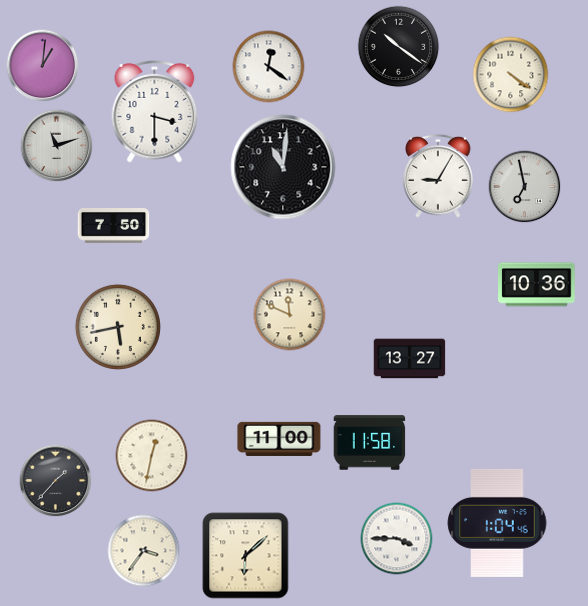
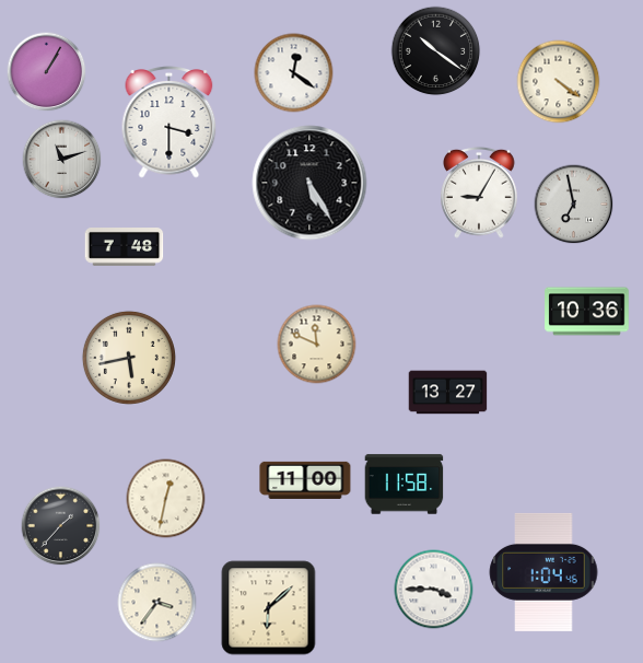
clock at (43, 66): 1:01 -> 1:05
clock at (283, 167): 11:01 -> 5:25
clock at (114, 226): 7:50 -> 7:48
